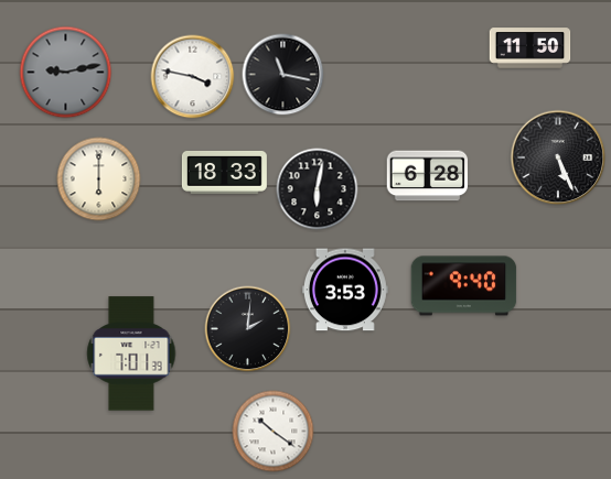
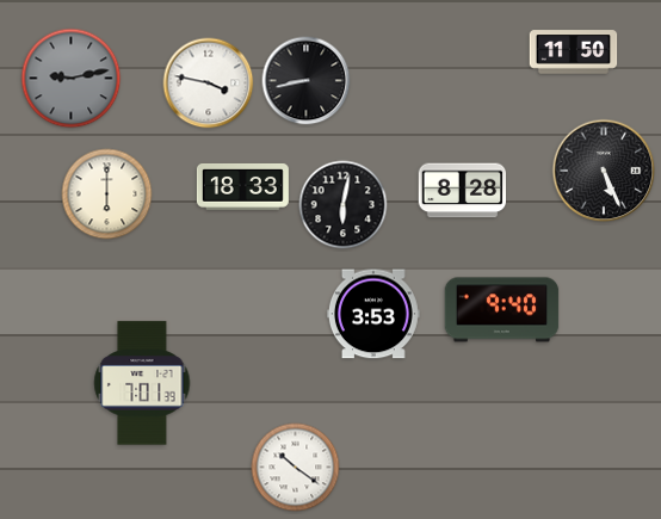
clock at (283, 75): 11:17 -> 8:43
clock at (428, 176): 6:28 -> 8:28
clock at (248, 329): 2:01 -> none
